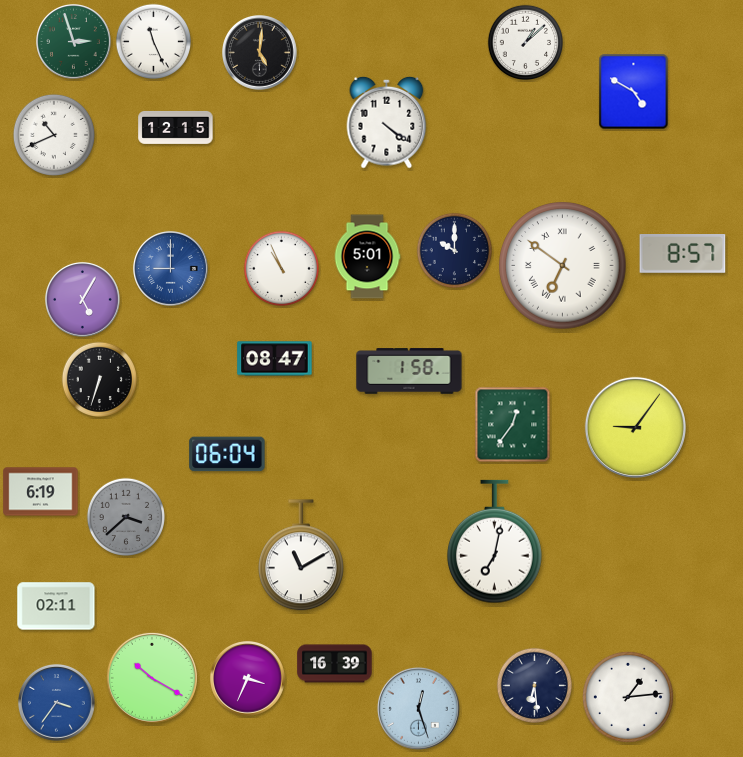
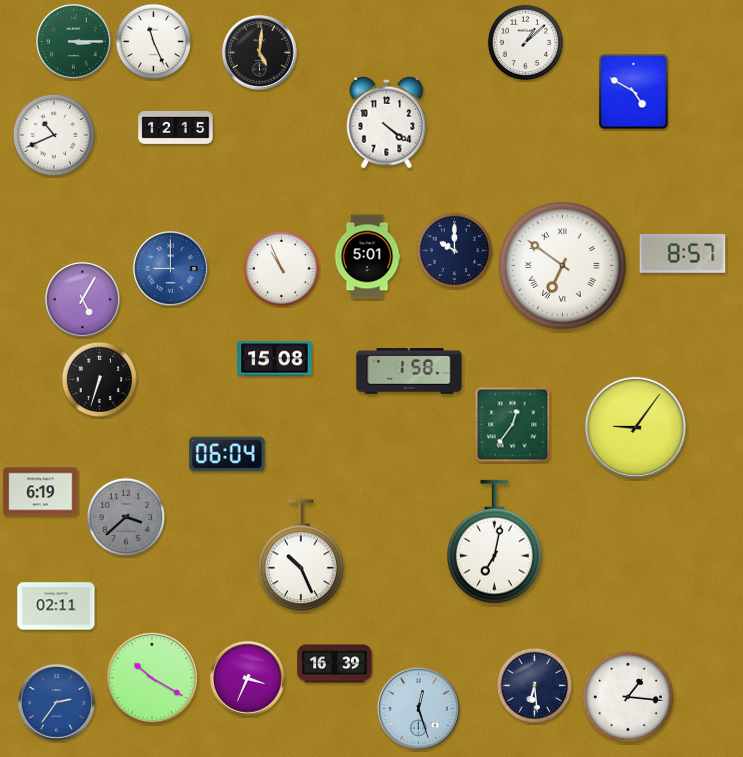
clock at (74, 42): 2:57 -> 3:15
clock at (275, 359): 08:47 -> 15:08
clock at (301, 556): 11:10 -> 10:26
clock at (628, 697): 1:14 -> 1:16
clock at (56, 703): 3:36 -> 2:36
